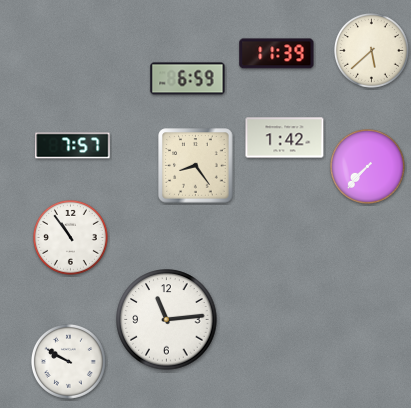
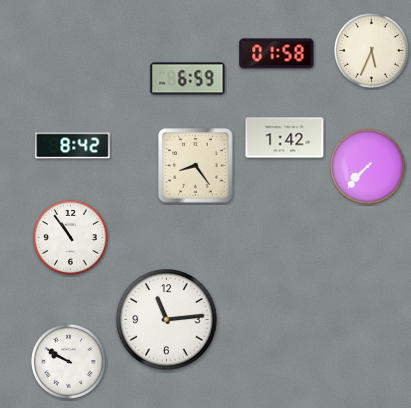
clock at (371, 50): 5:38 -> 5:34
clock at (277, 54): 11:39 -> 01:58
clock at (73, 146): 7:57 -> 8:42
